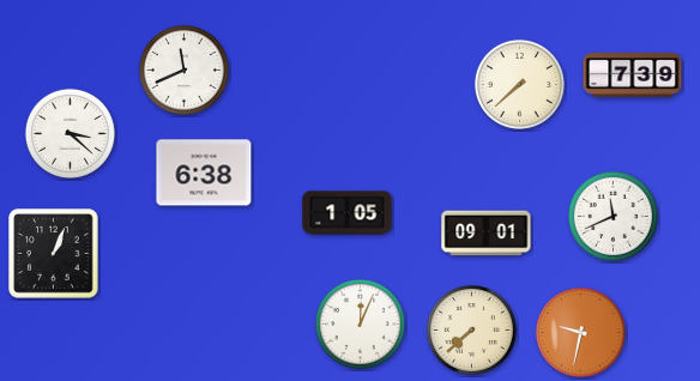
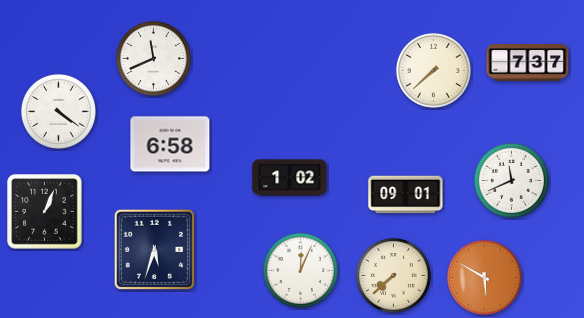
clock at (633, 75): 7:39 -> 7:37
clock at (70, 133): 3:22 -> 4:21
clock at (204, 173): 6:38 -> 6:58
clock at (348, 213): 1:05 -> 1:02
clock at (155, 250): none -> 5:33
clock at (580, 332): 9:32 -> 5:50
